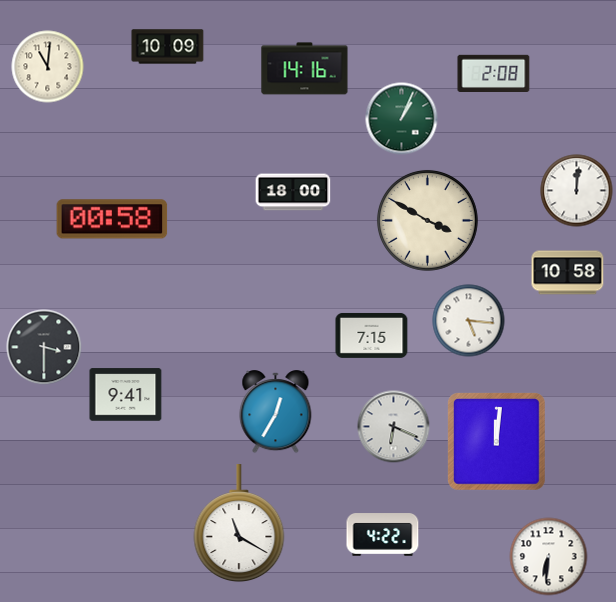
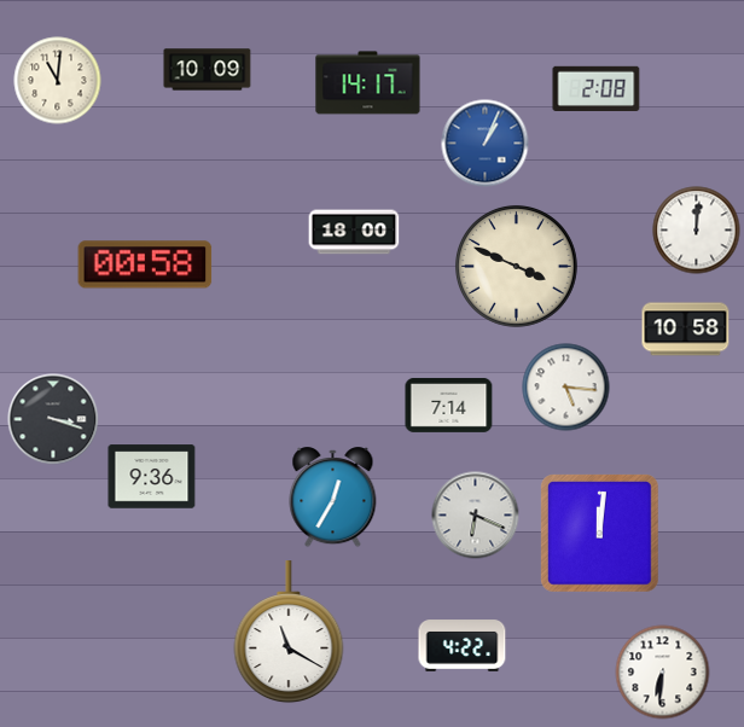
clock at (168, 47) position: (168, 47) -> (208, 70)
clock at (305, 69): 14:16 -> 14:17
clock at (402, 119) dial: green -> blue
clock at (112, 219) position: (112, 219) -> (145, 264)
clock at (427, 220): 3:50 -> 3:49
clock at (372, 336): 7:15 -> 7:14
clock at (44, 347): 3:30 -> 3:18
clock at (126, 395): 9:41 -> 9:36
